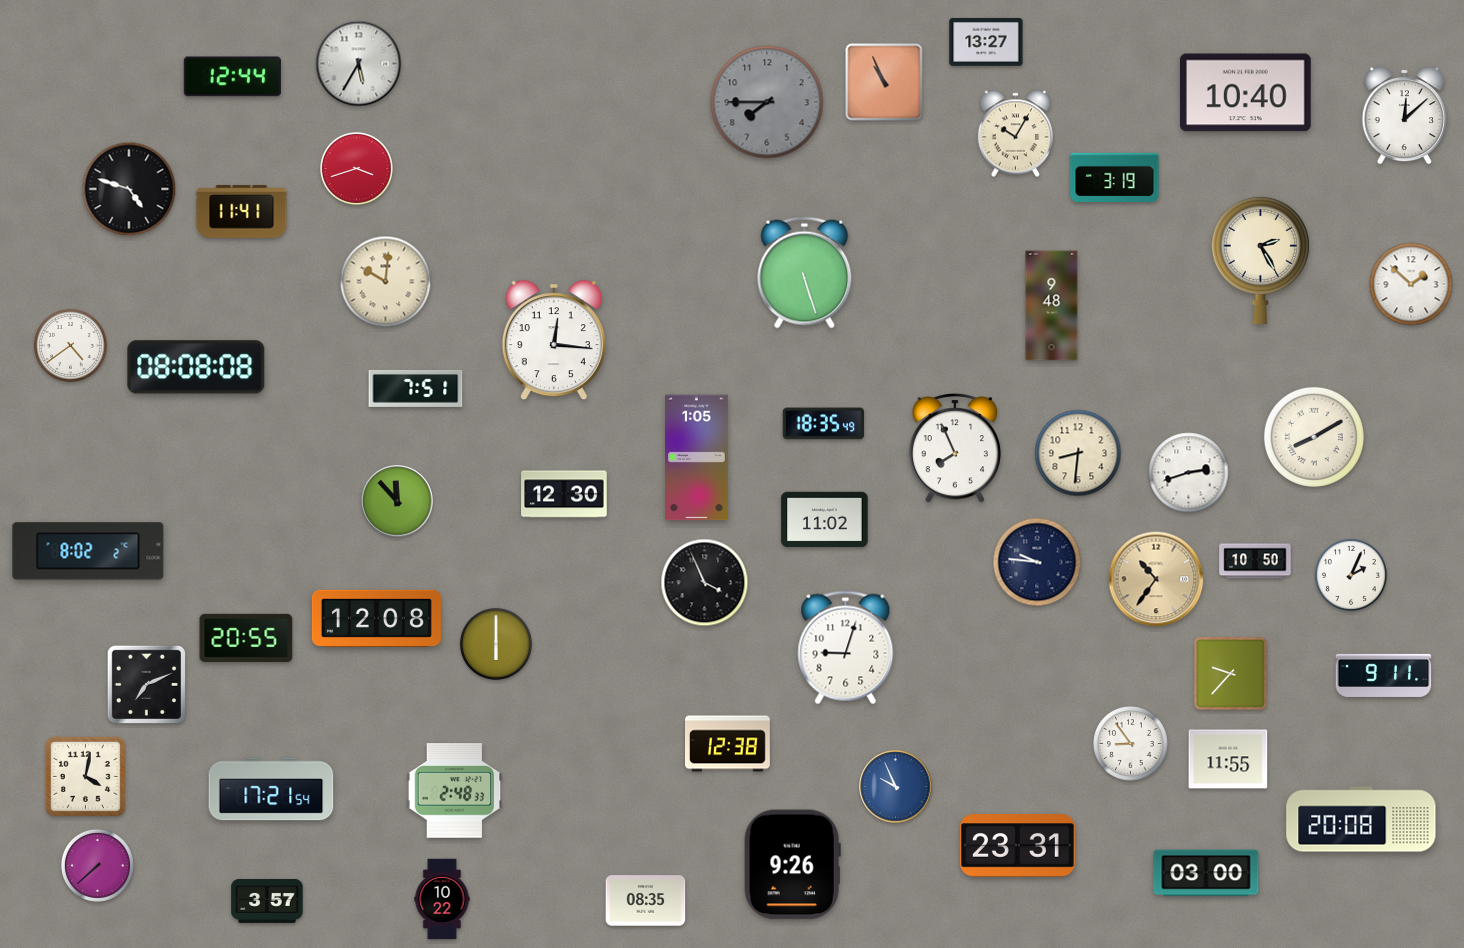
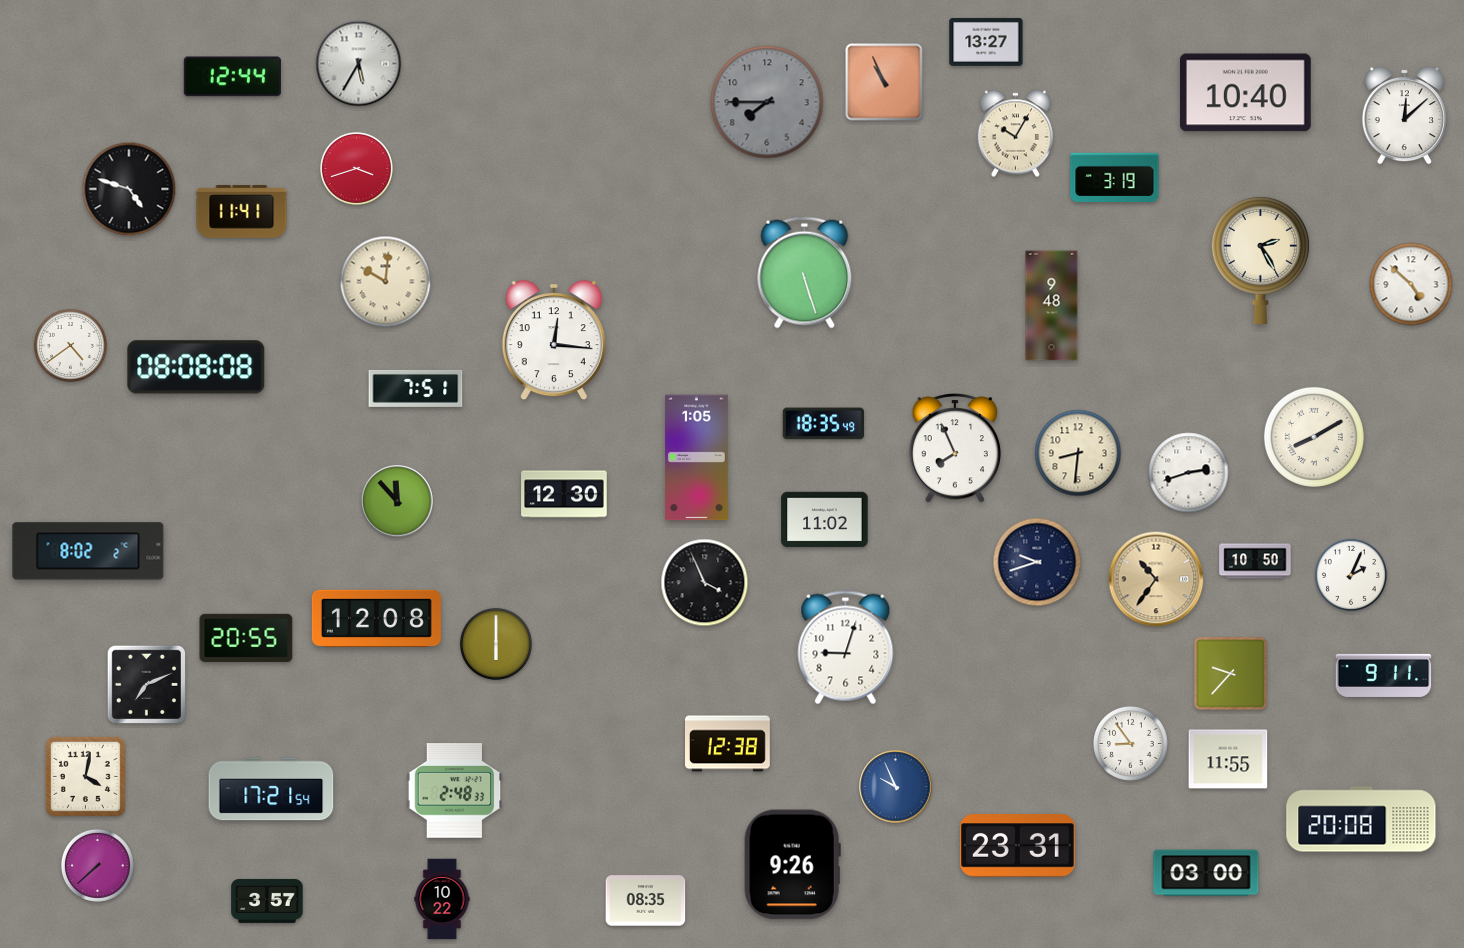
clock at (1411, 284): 1:52 -> 4:52
clock at (1037, 562): 9:46 -> 9:42
